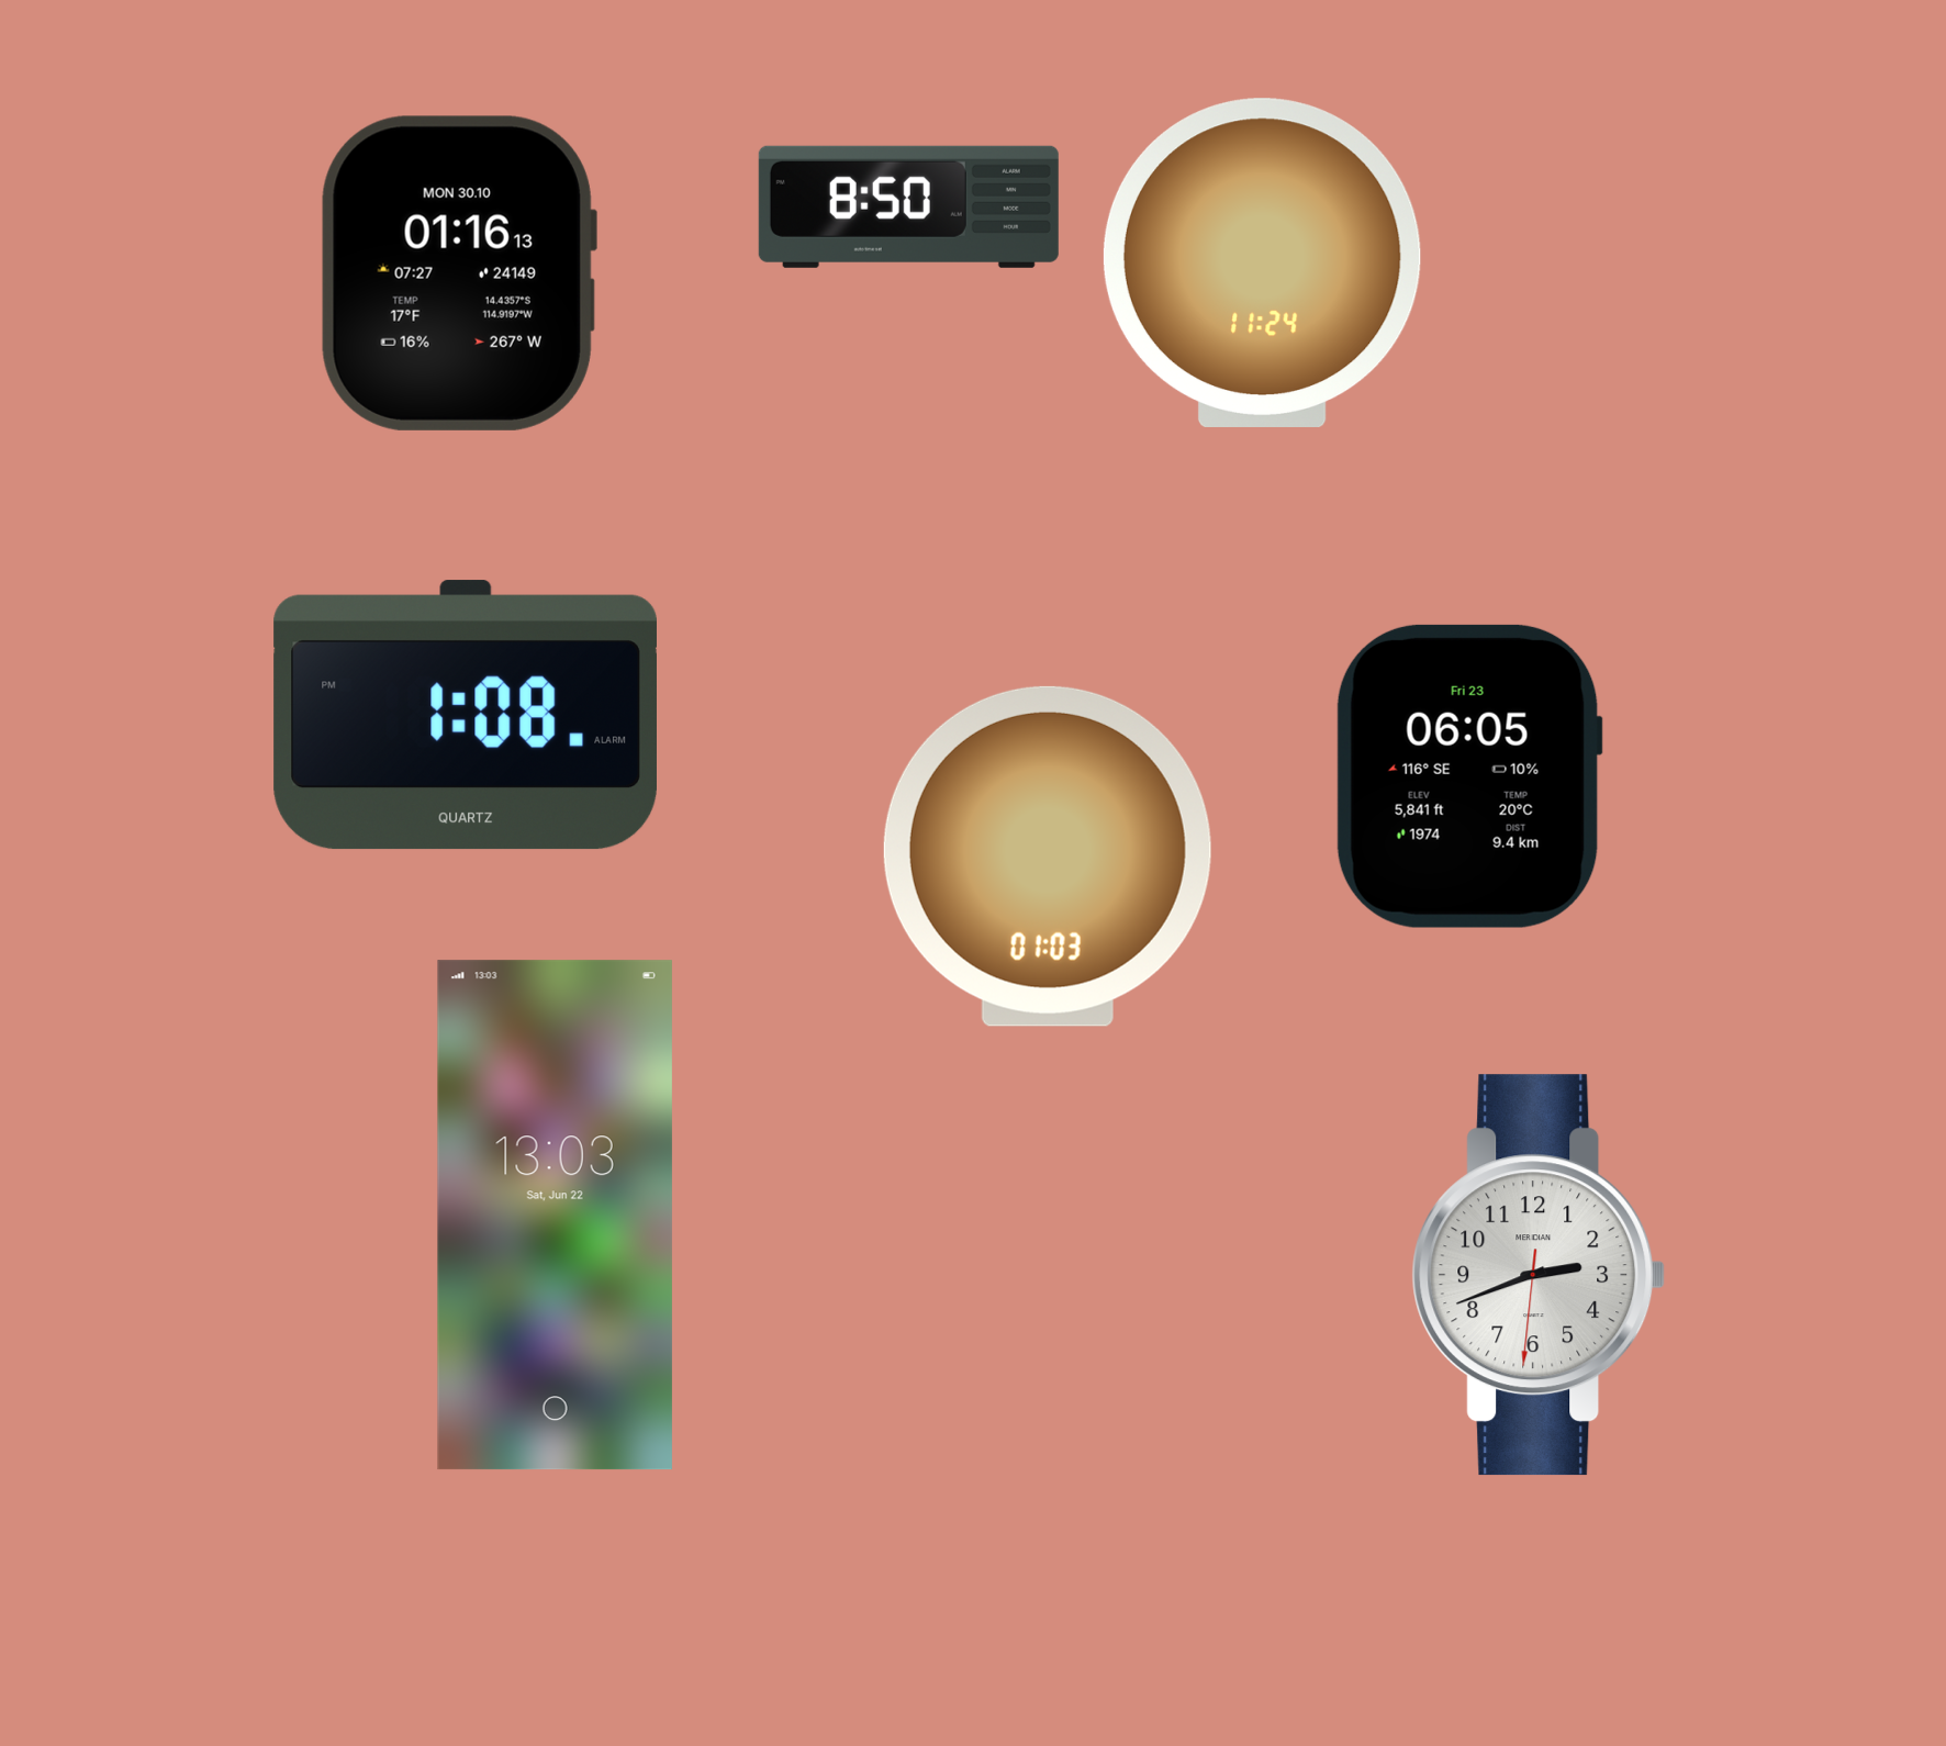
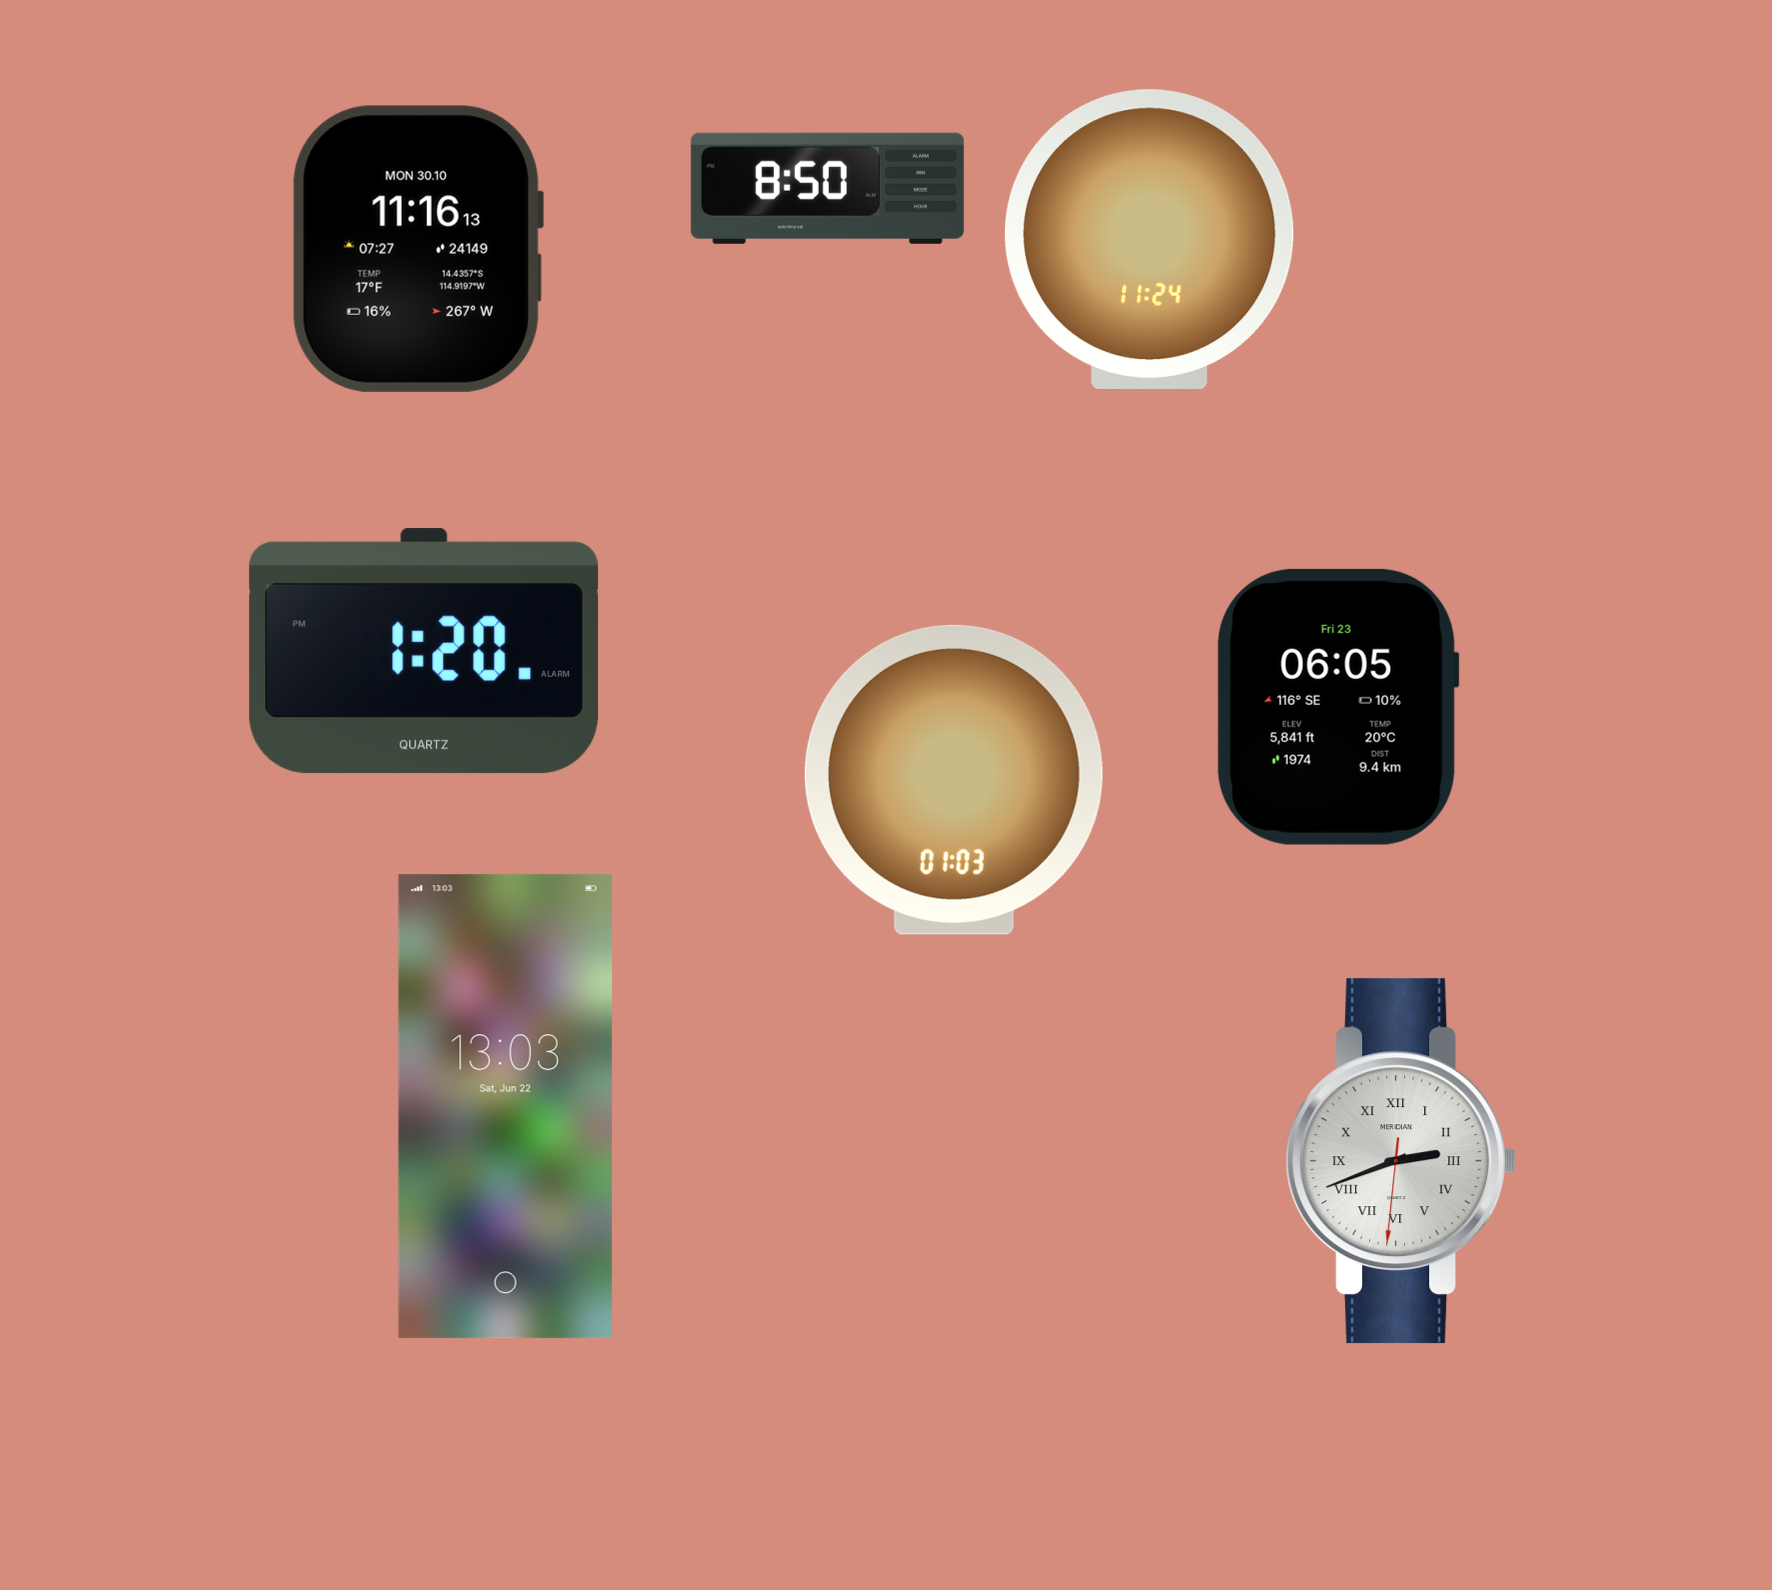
clock at (458, 273): 01:16 -> 11:16
clock at (466, 715): 1:08 -> 1:20
clock at (1539, 1275) numerals: Arabic -> Roman
